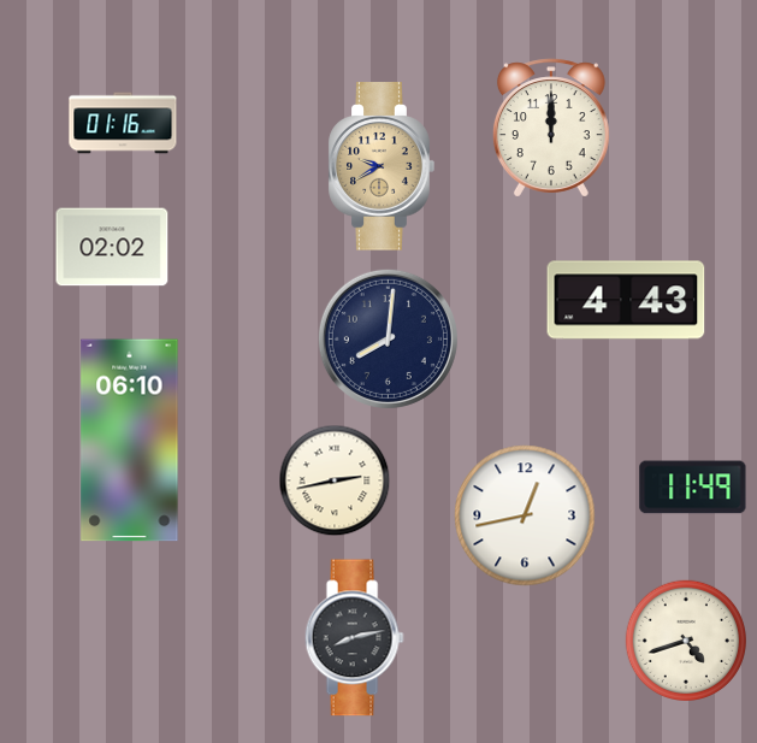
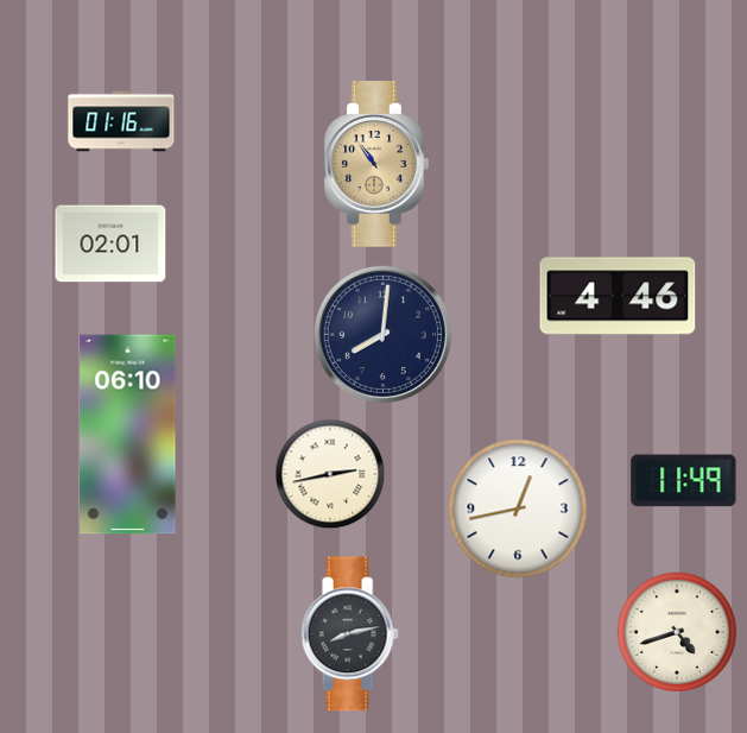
clock at (551, 128): 12:00 -> none
clock at (382, 166): 9:40 -> 10:54
clock at (112, 247): 02:02 -> 02:01
clock at (626, 300): 4:43 -> 4:46
clock at (354, 638) position: (354, 638) -> (349, 634)
